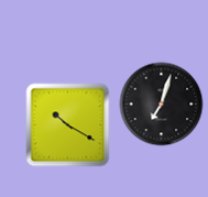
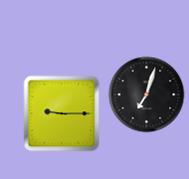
clock at (68, 125): 10:20 -> 9:15
